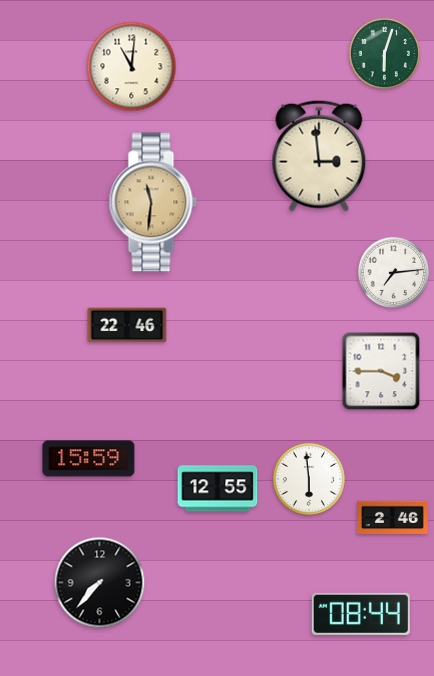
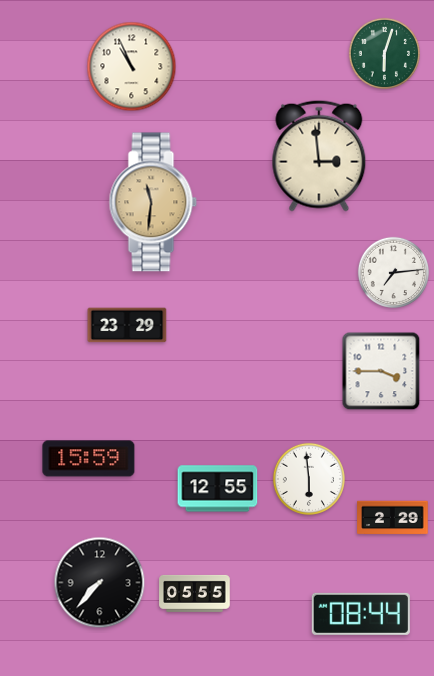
clock at (132, 67): 11:01 -> 10:56
clock at (127, 325): 22:46 -> 23:29
clock at (393, 518): 2:46 -> 2:29
clock at (195, 593): none -> 05:55
